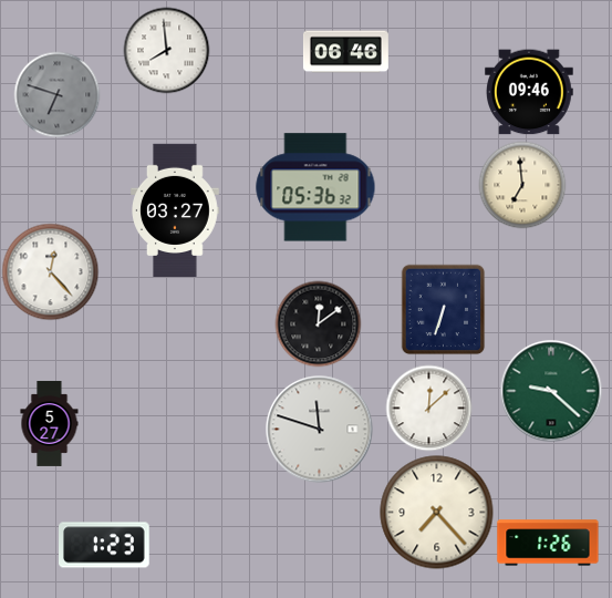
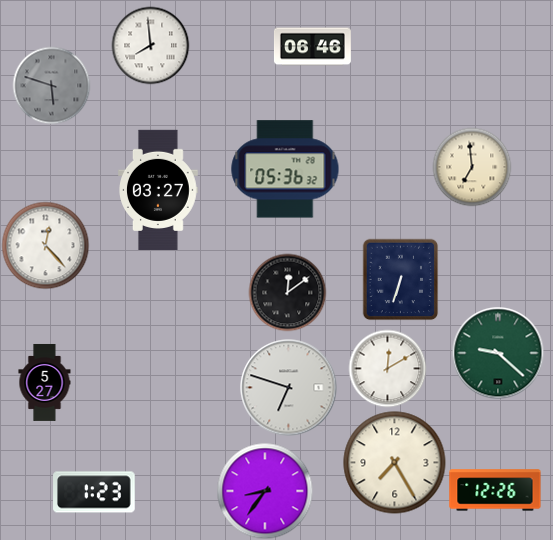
clock at (530, 92): 09:46 -> none
clock at (56, 94): 6:48 -> 5:48
clock at (428, 408): 12:08 -> 12:10
clock at (320, 430): 11:48 -> 6:48
clock at (437, 513): 7:23 -> 7:25
clock at (548, 543): 1:26 -> 12:26
clock at (265, 491): none -> 8:36
